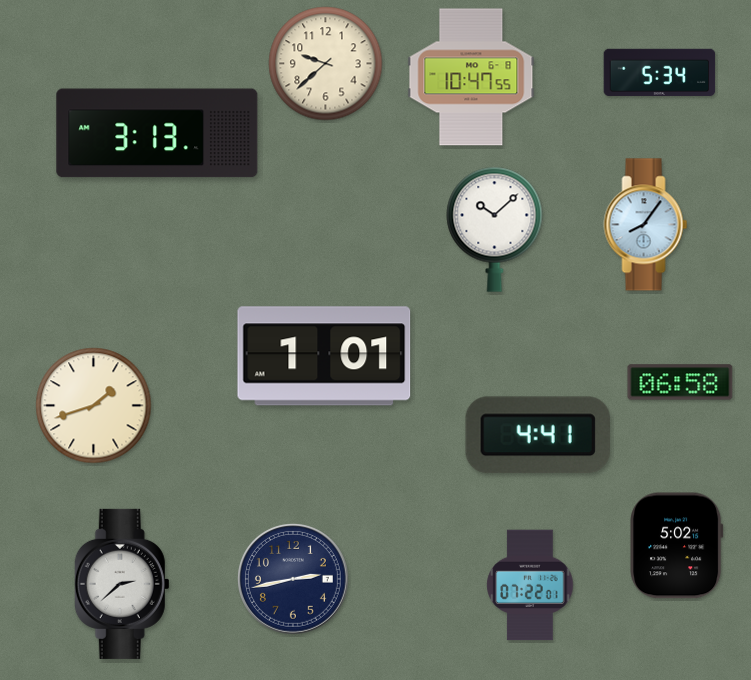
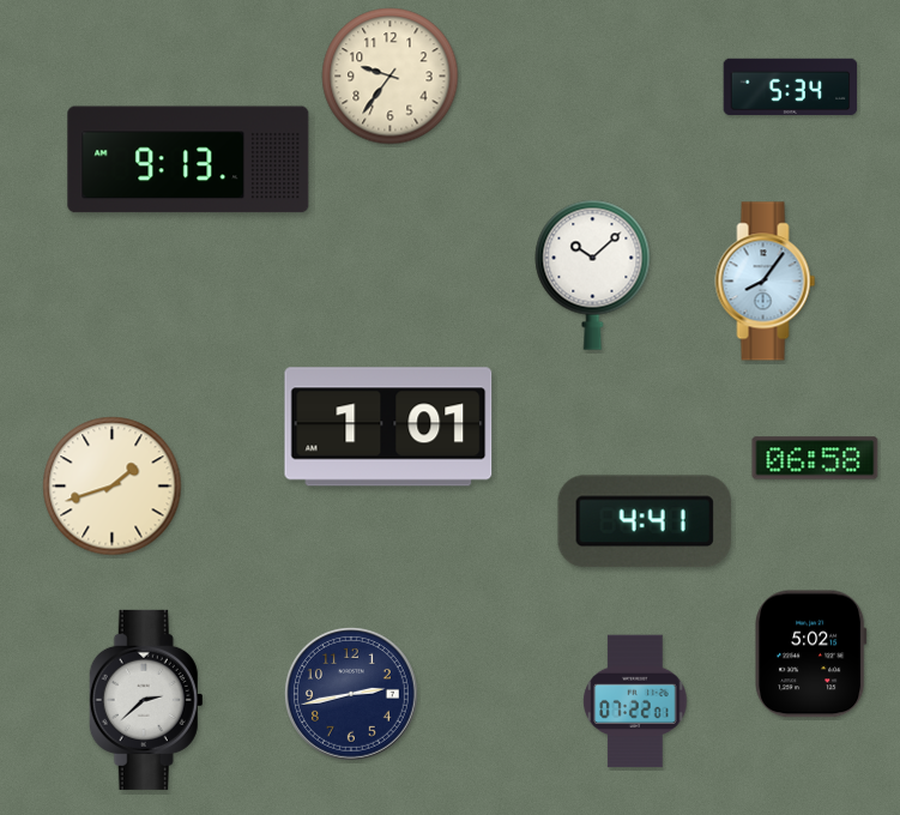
clock at (326, 64): 9:38 -> 9:36
clock at (471, 77): 10:47 -> none
clock at (157, 133): 3:13 -> 9:13
clock at (646, 225) position: (646, 225) -> (766, 282)
